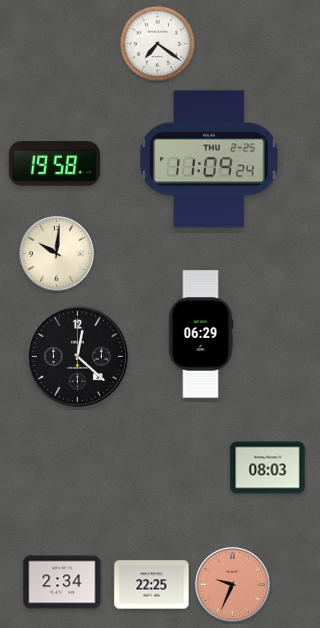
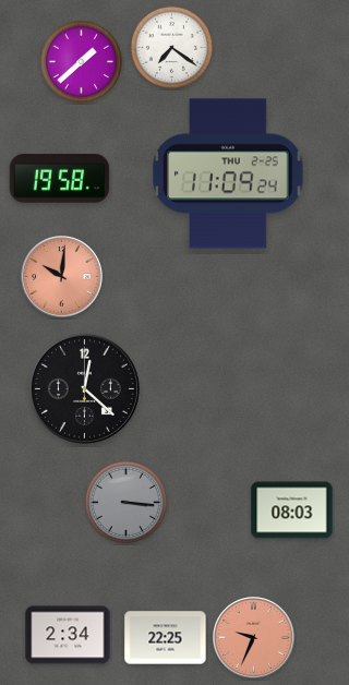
clock at (81, 61): none -> 1:38
clock at (57, 254) dial: cream -> salmon
clock at (201, 334): 06:29 -> none
clock at (125, 502): none -> 3:16
